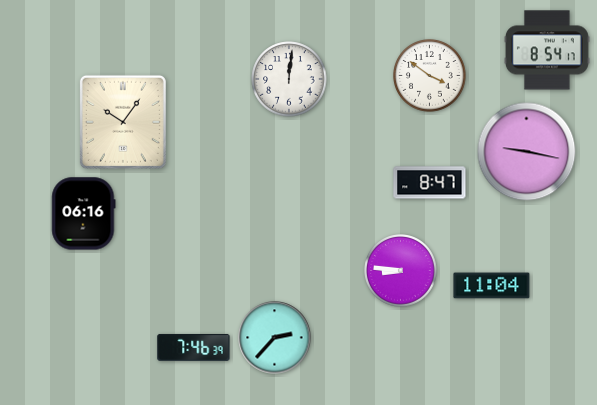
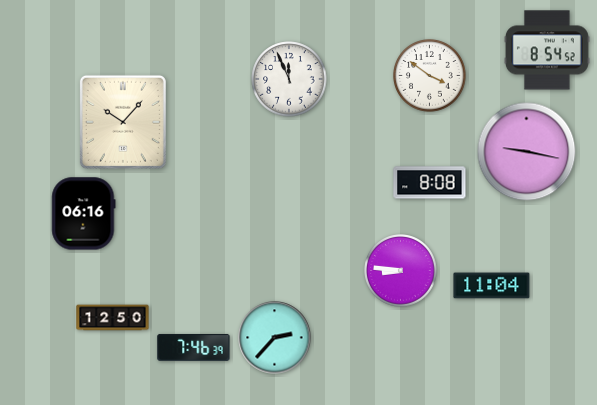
clock at (547, 50): 8:54:17 -> 8:54:52
clock at (289, 79): 12:01 -> 11:56
clock at (123, 122): 10:06 -> 10:07
clock at (430, 183): 8:47 -> 8:08
clock at (113, 318): none -> 12:50
